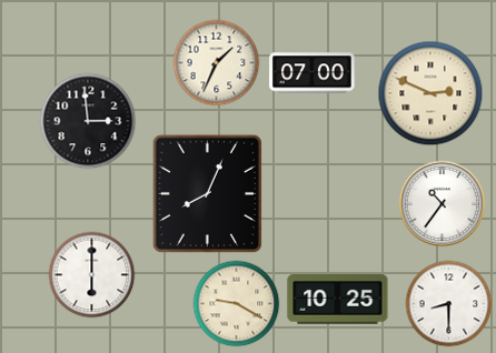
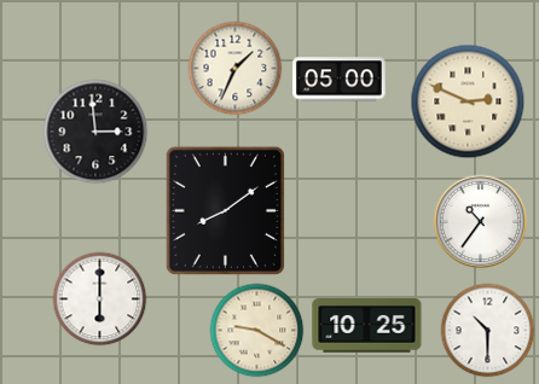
clock at (313, 73): 07:00 -> 05:00
clock at (207, 193): 8:04 -> 8:09
clock at (448, 303): 8:30 -> 10:30
